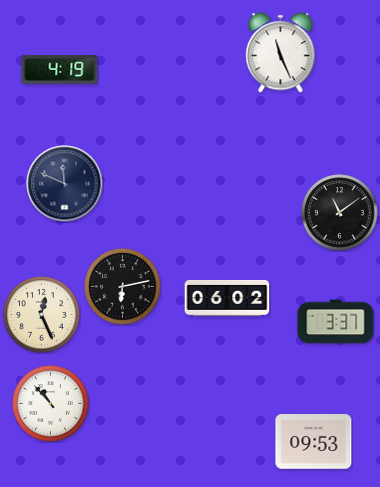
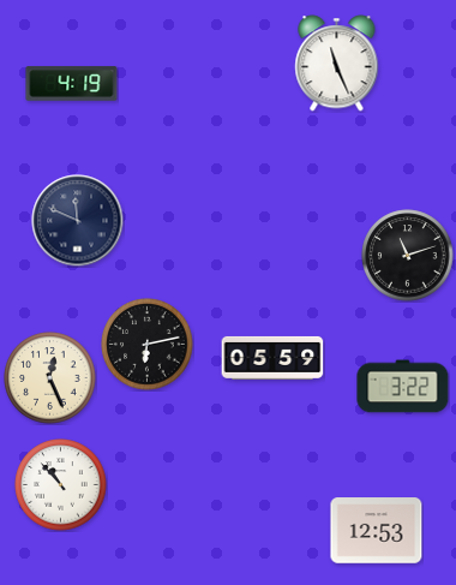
clock at (340, 213): 11:09 -> 11:12
clock at (227, 298): 06:02 -> 05:59
clock at (336, 322): 3:37 -> 3:22
clock at (314, 442): 09:53 -> 12:53
